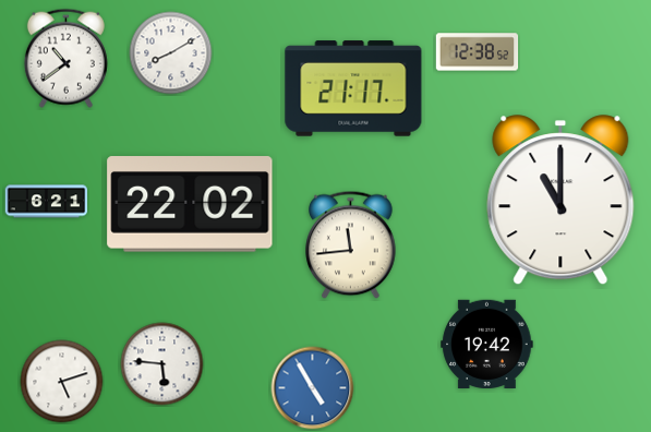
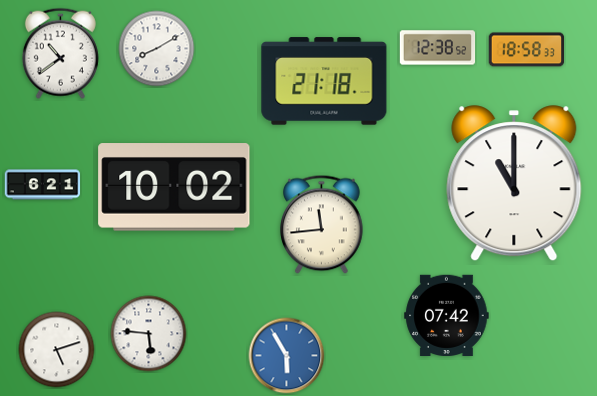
clock at (527, 50): none -> 18:58
clock at (353, 88): 21:17 -> 21:18
clock at (190, 204): 22:02 -> 10:02
clock at (487, 344): 19:42 -> 07:42
clock at (313, 388): 4:55 -> 5:55
